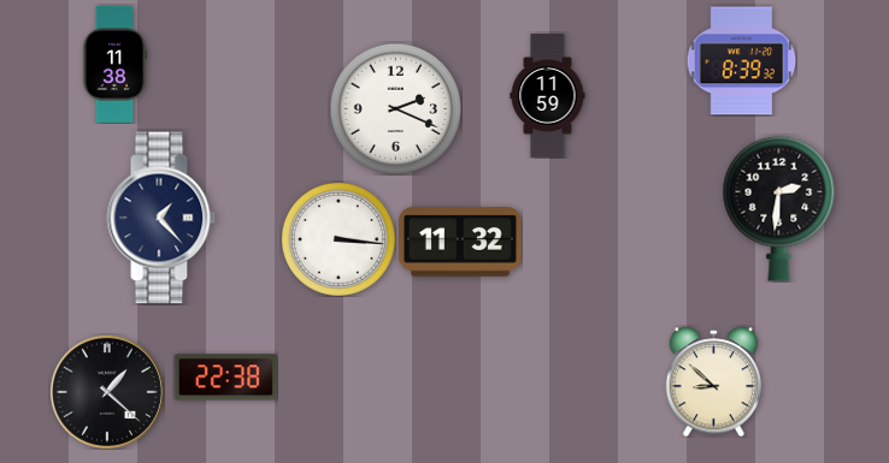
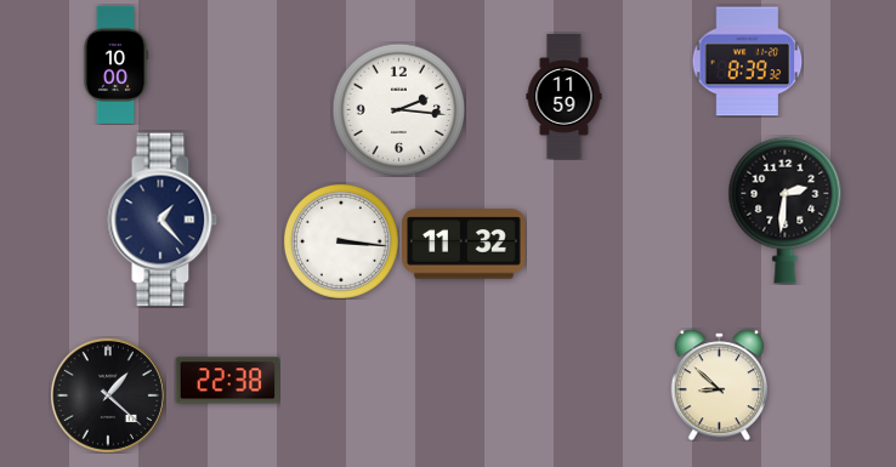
clock at (114, 64): 11:38 -> 10:00
clock at (548, 96) position: (548, 96) -> (565, 97)
clock at (395, 108): 2:19 -> 2:16
